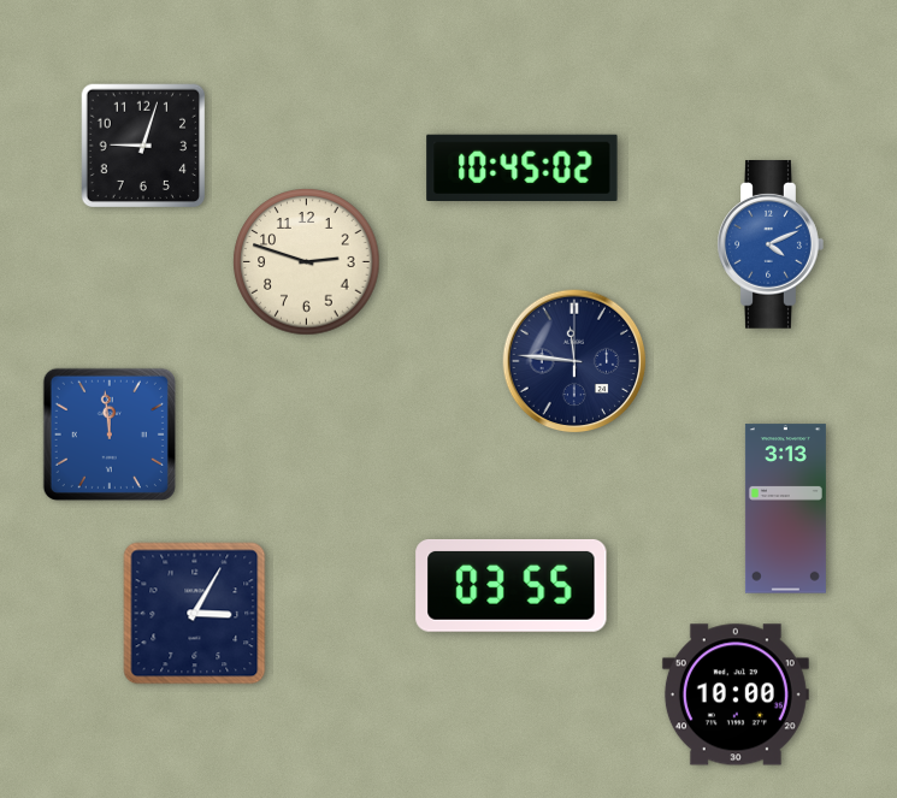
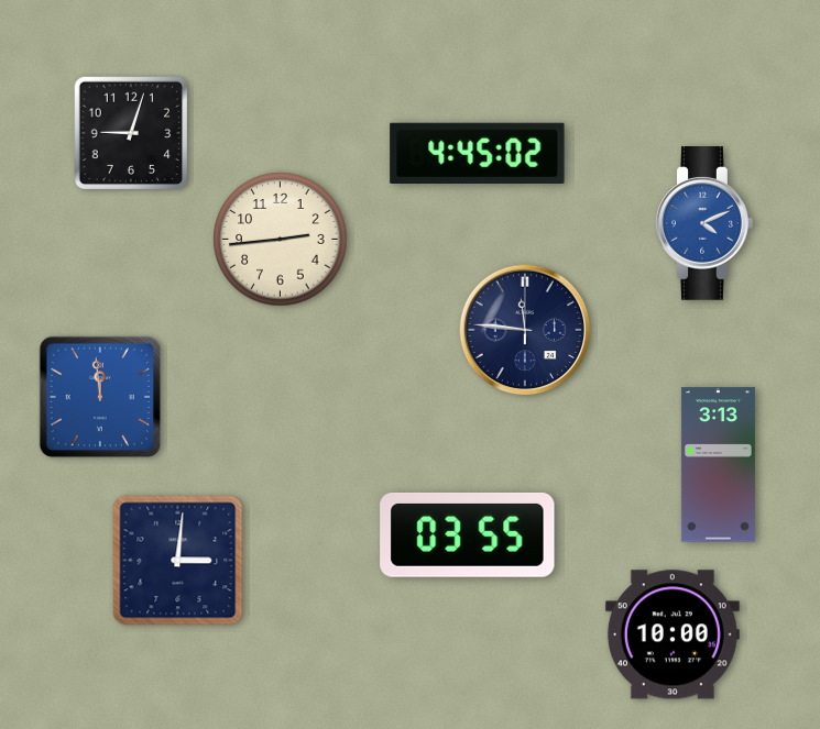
clock at (523, 167): 10:45 -> 4:45
clock at (307, 262): 2:48 -> 2:44
clock at (195, 614): 3:05 -> 3:01
